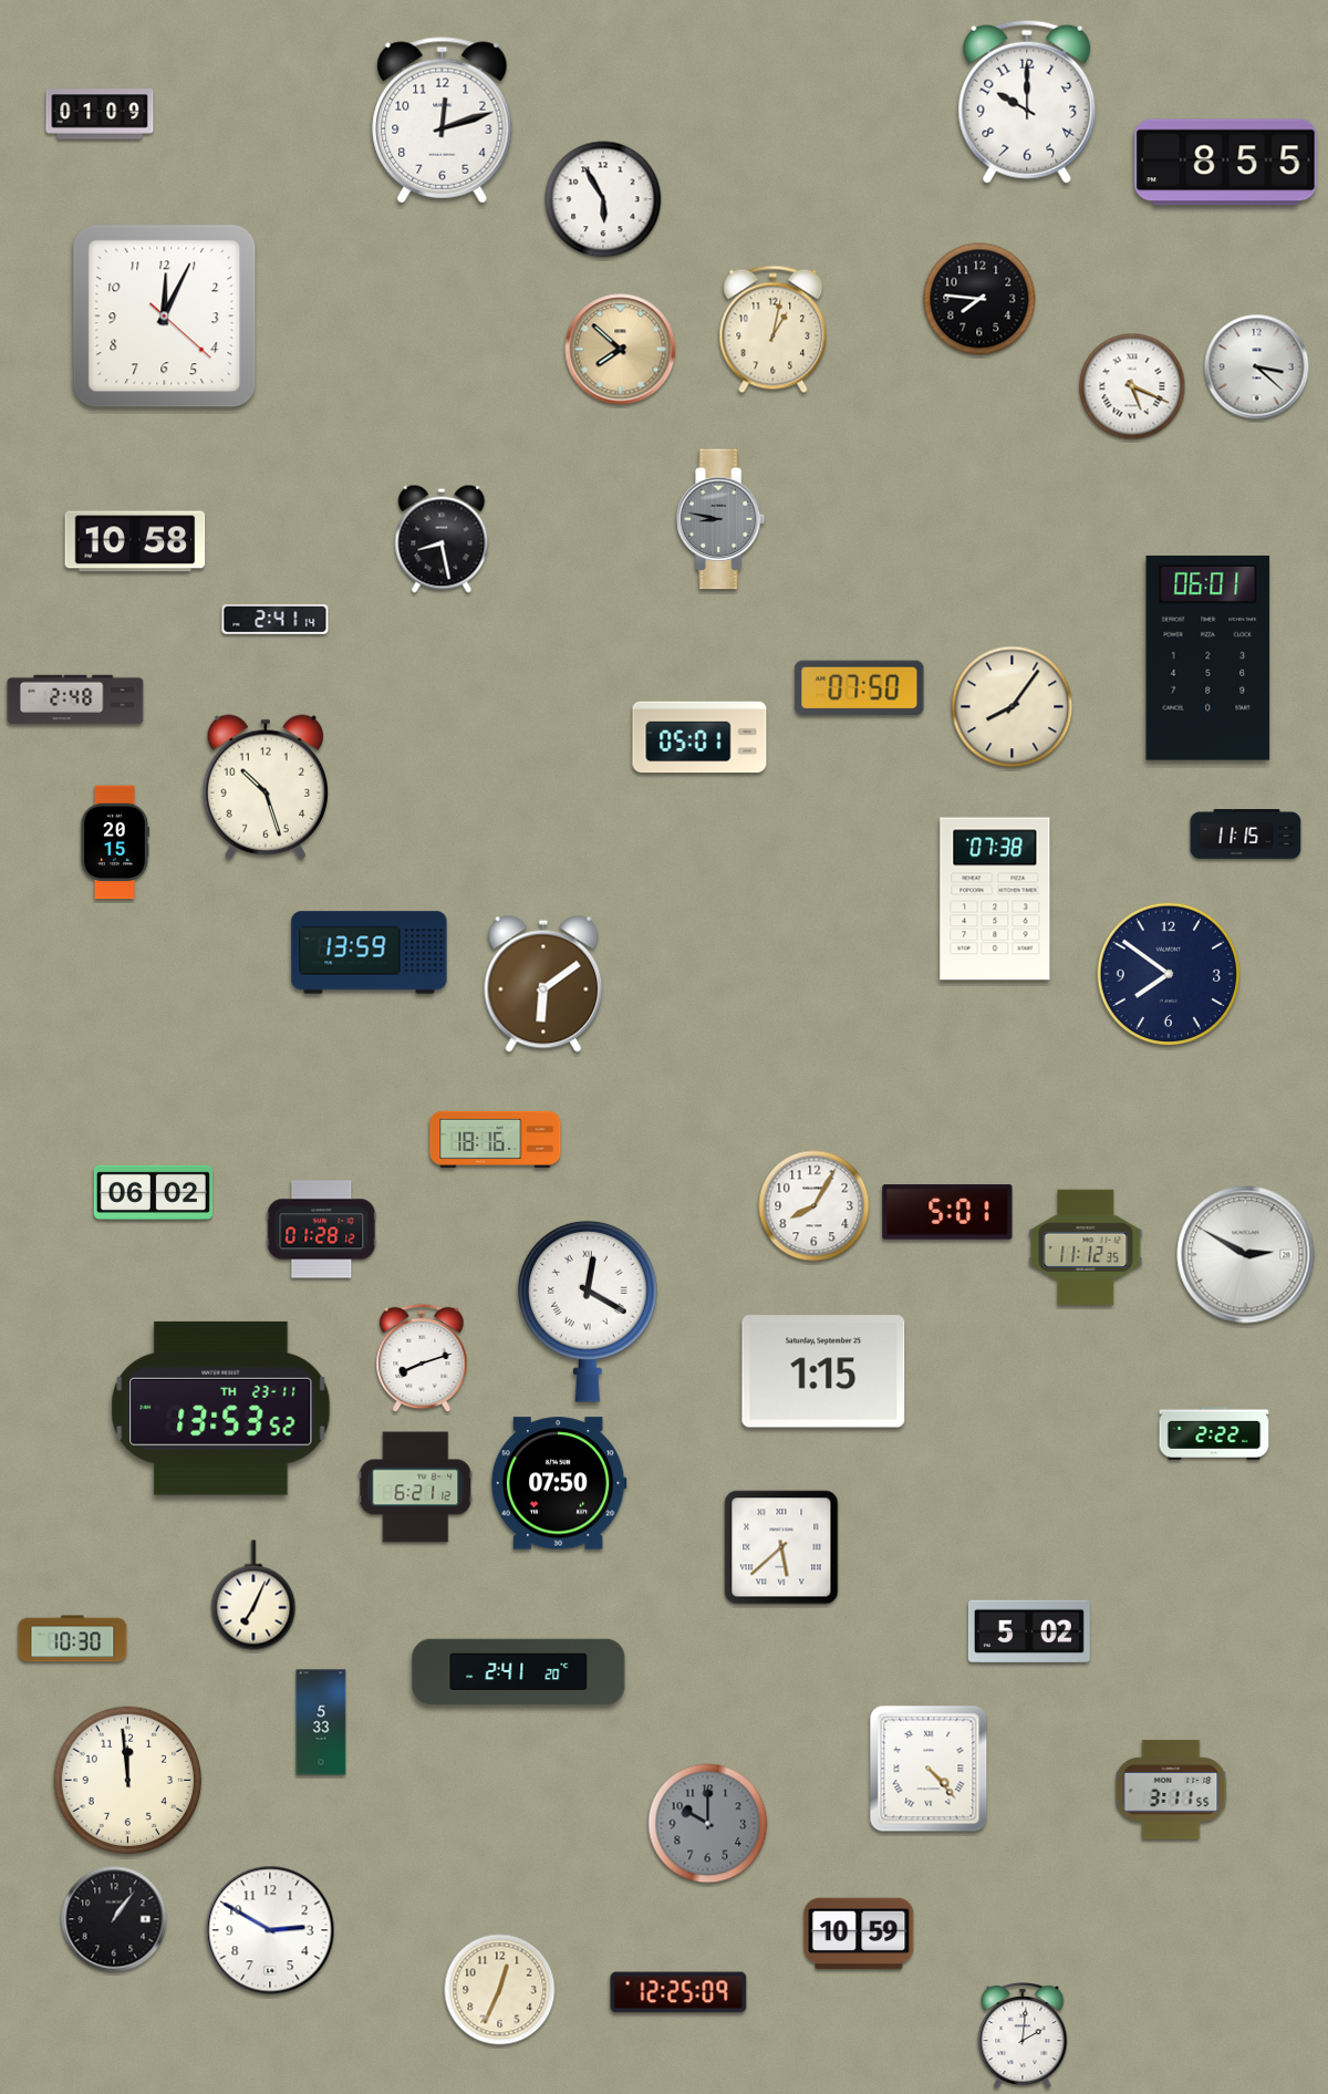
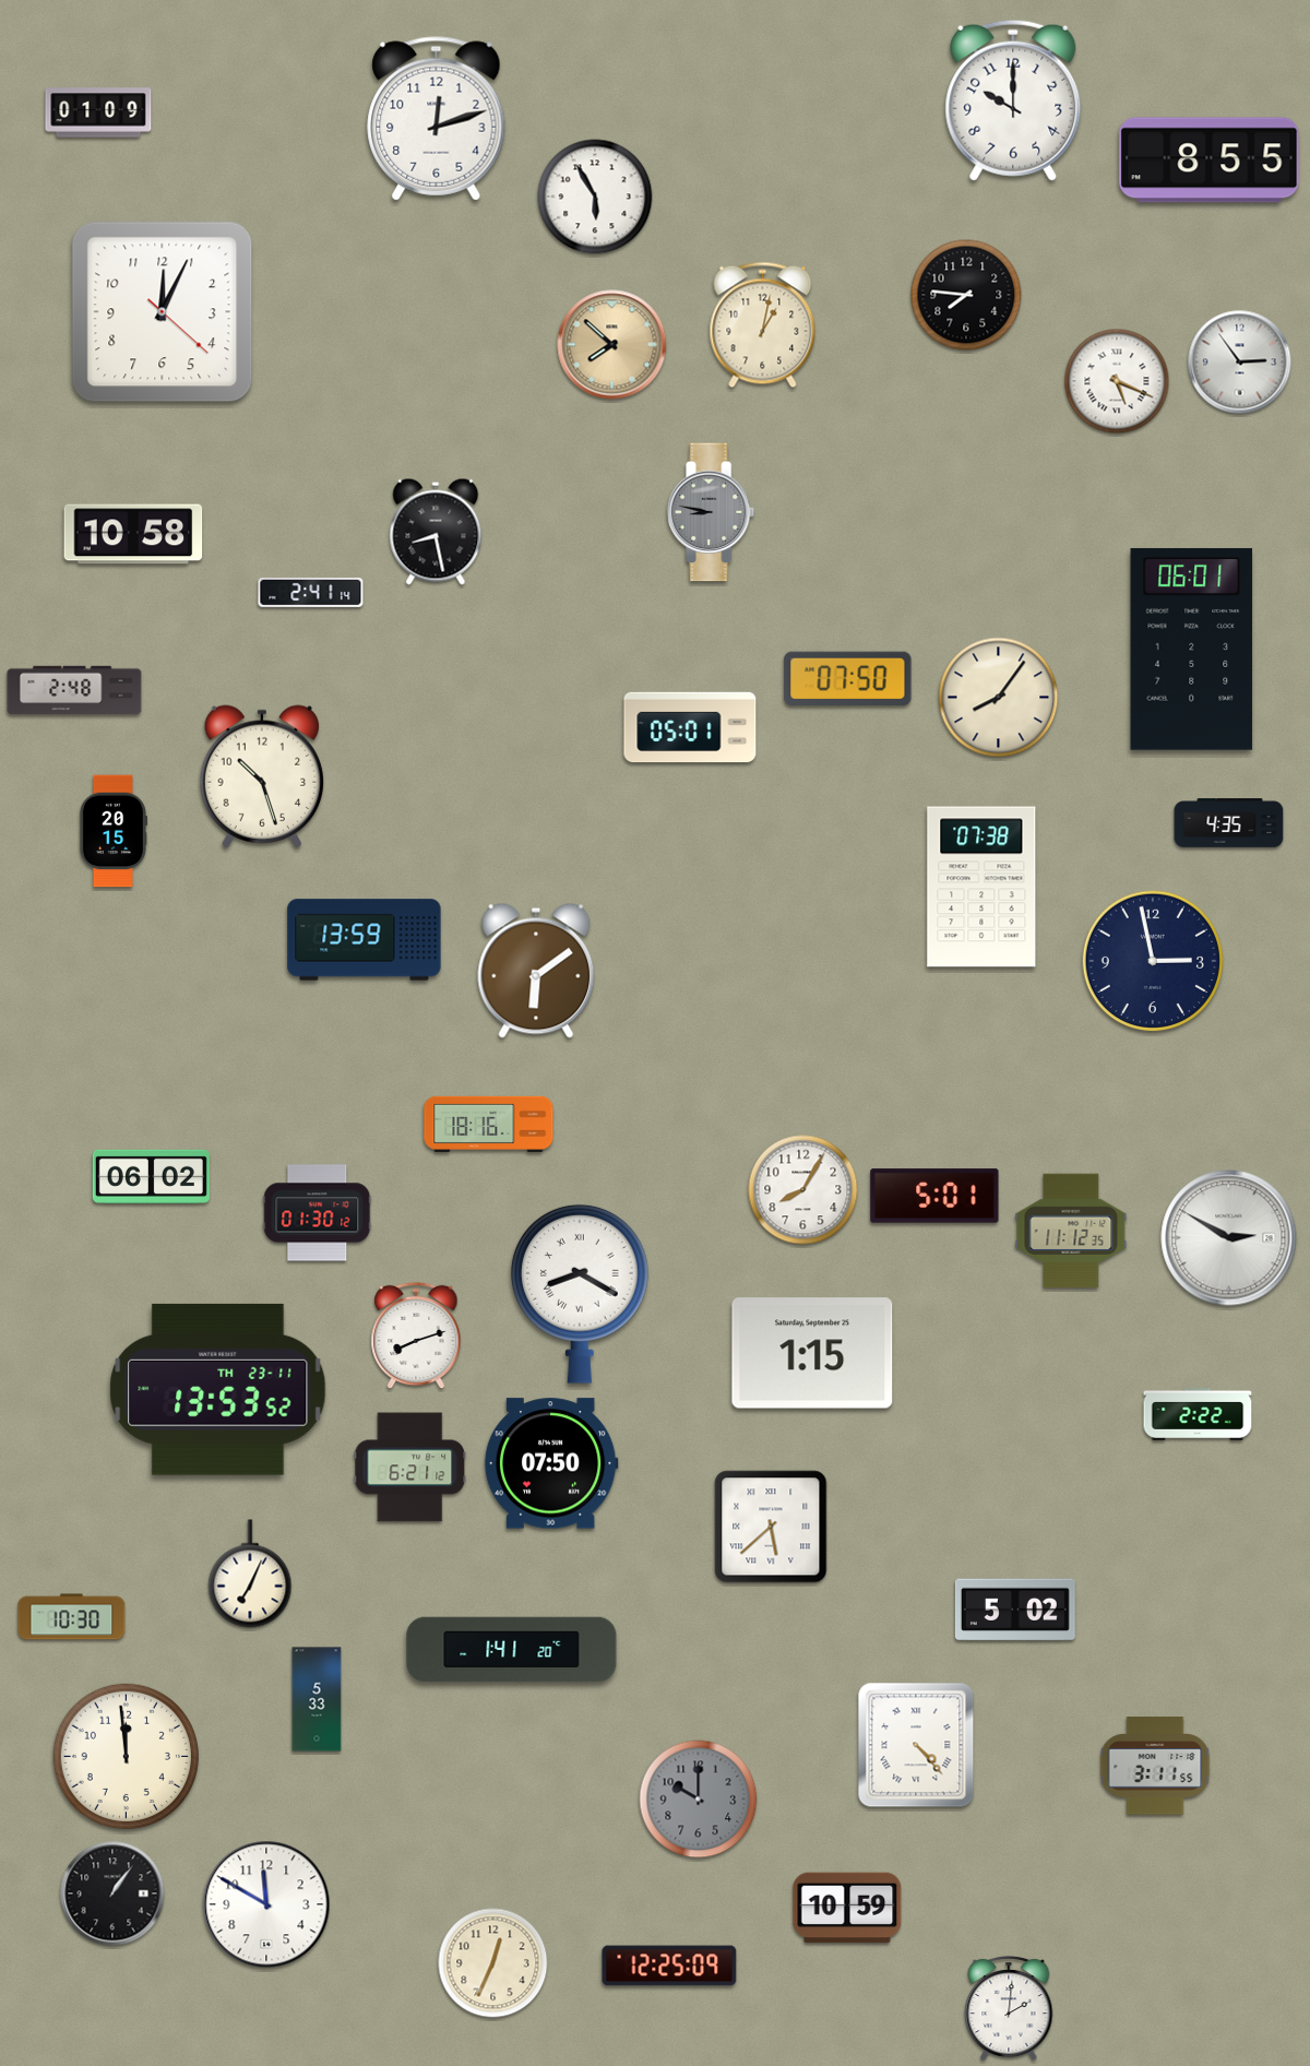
clock at (1257, 367): 3:22 -> 2:54
clock at (276, 620) position: (276, 620) -> (311, 593)
clock at (1246, 835): 11:15 -> 4:35
clock at (1169, 974): 7:51 -> 2:58
clock at (322, 1230): 01:28 -> 01:30
clock at (588, 1312): 12:20 -> 8:20
clock at (422, 1358) position: (422, 1358) -> (416, 1335)
clock at (519, 1672): 2:41 -> 1:41
clock at (270, 1930): 2:50 -> 11:50
